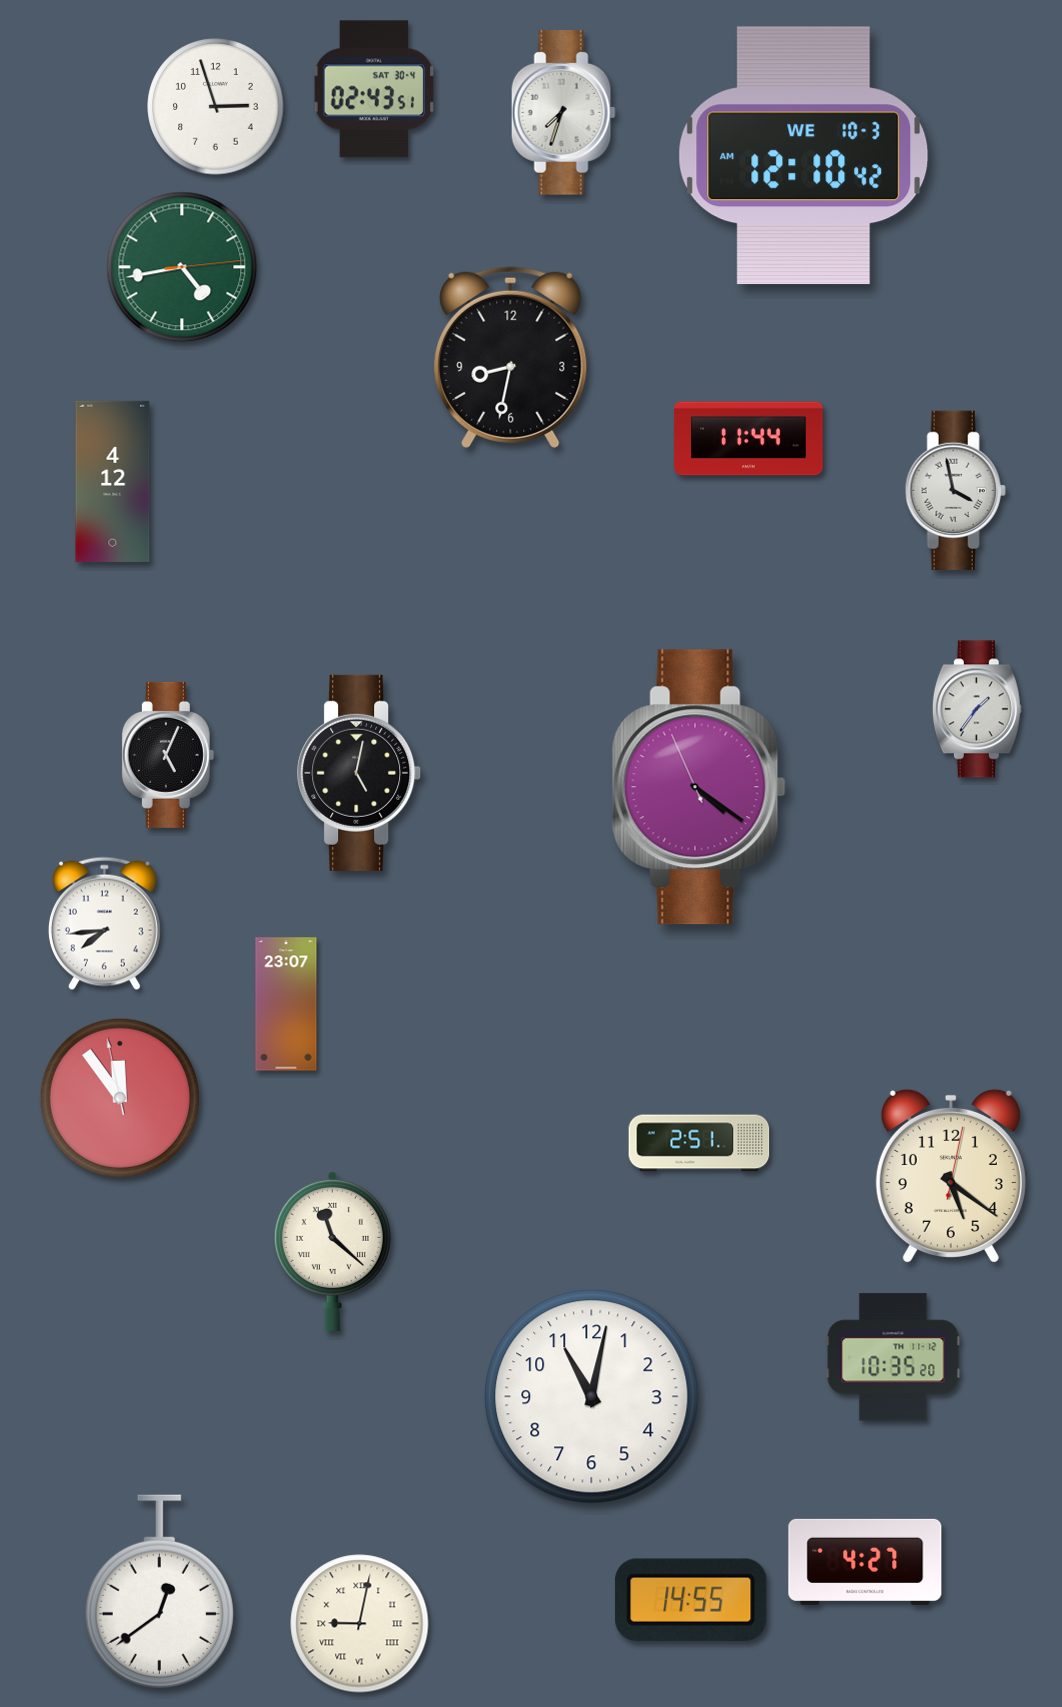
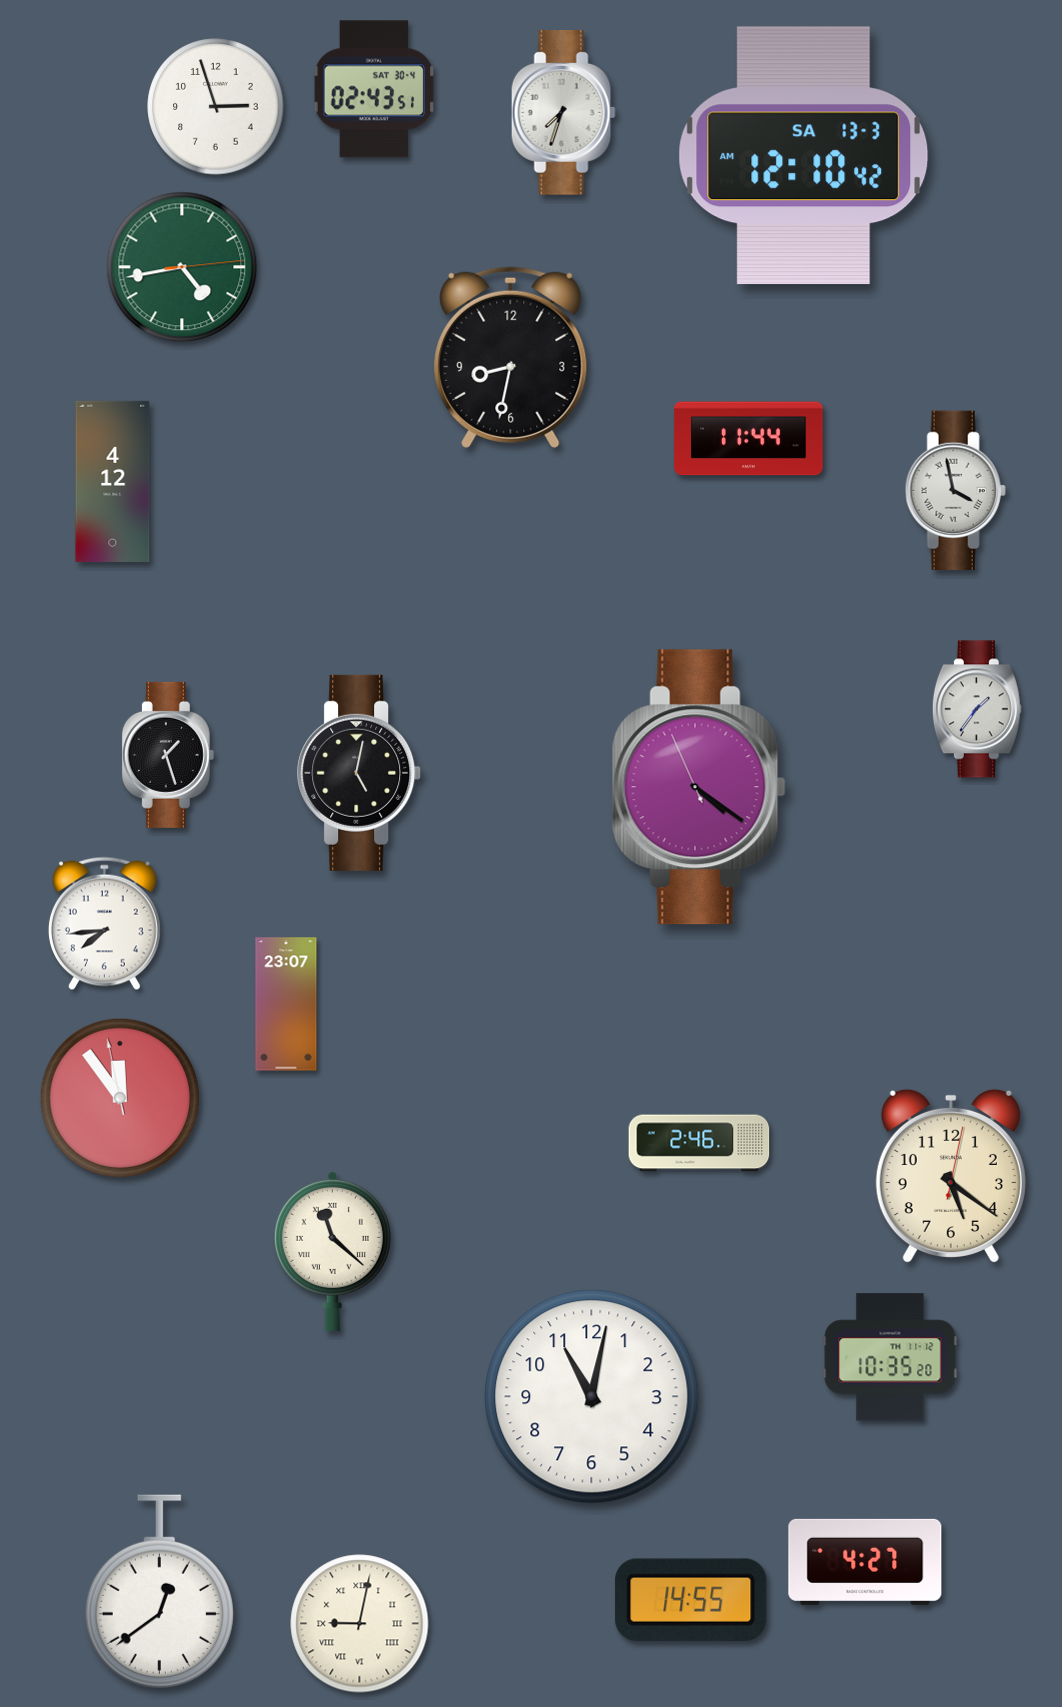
clock at (804, 156) date: WE 10-3 -> SA 13-3
clock at (168, 755): 5:04 -> 1:27
clock at (699, 1143): 2:51 -> 2:46
clock at (893, 1357) position: (893, 1357) -> (890, 1357)
